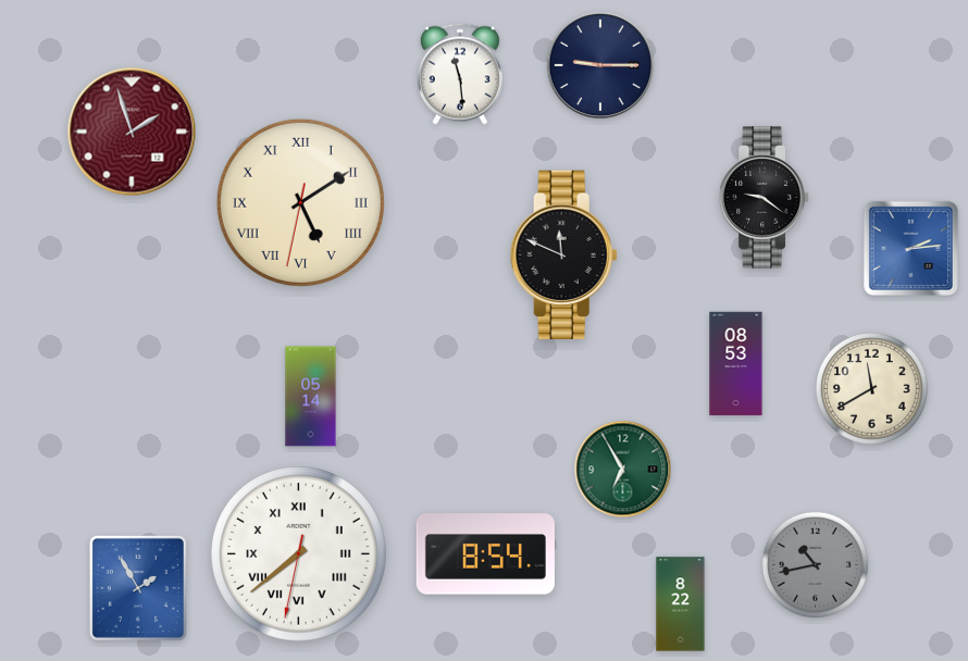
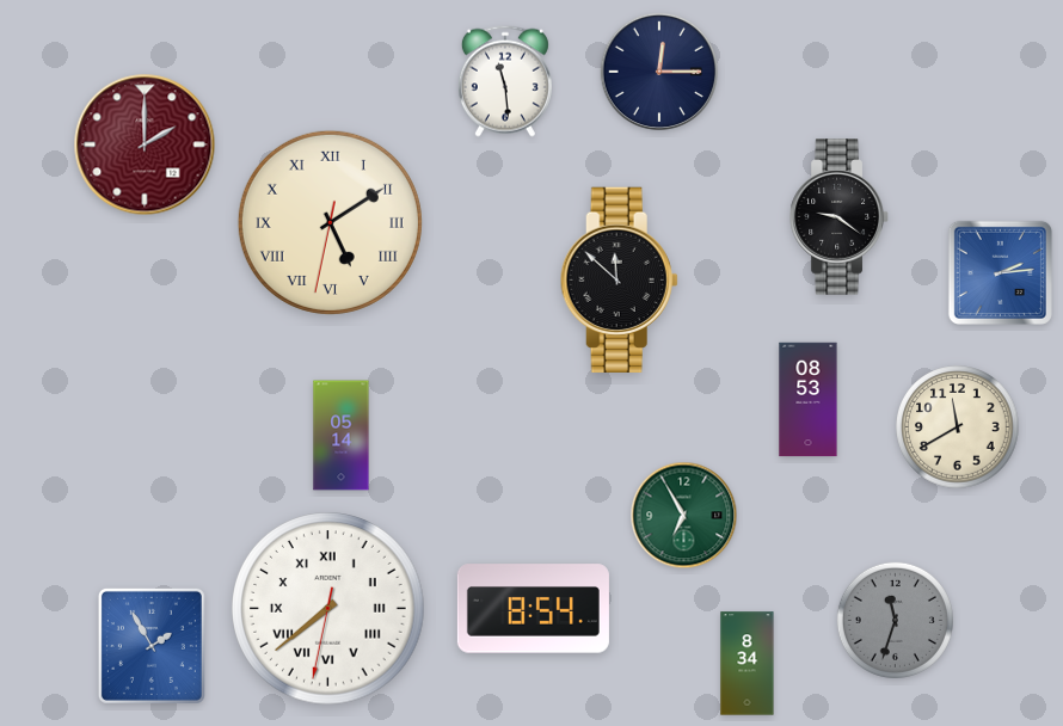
clock at (600, 65): 9:15 -> 12:15
clock at (132, 132): 1:57 -> 2:00
clock at (563, 254): 11:49 -> 11:52
clock at (815, 564): 10:43 -> 11:33
clock at (681, 604): 8:22 -> 8:34
